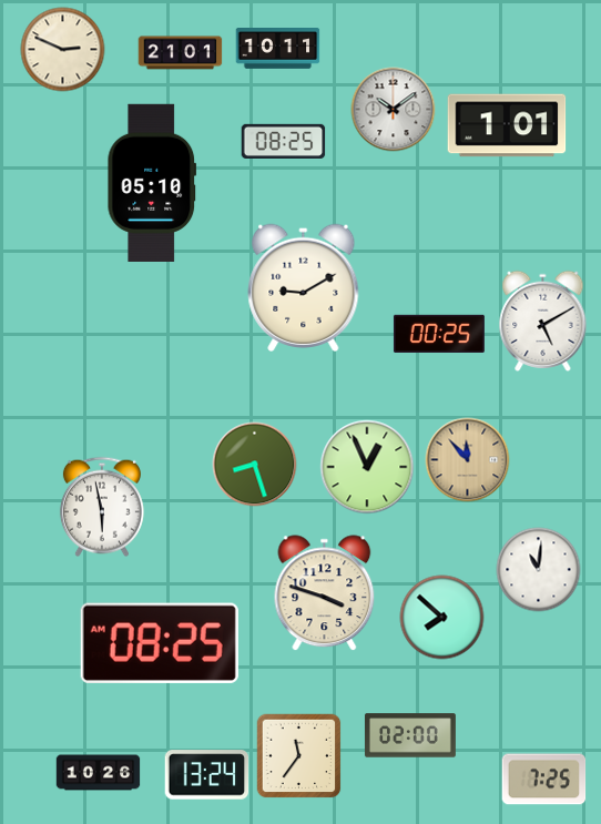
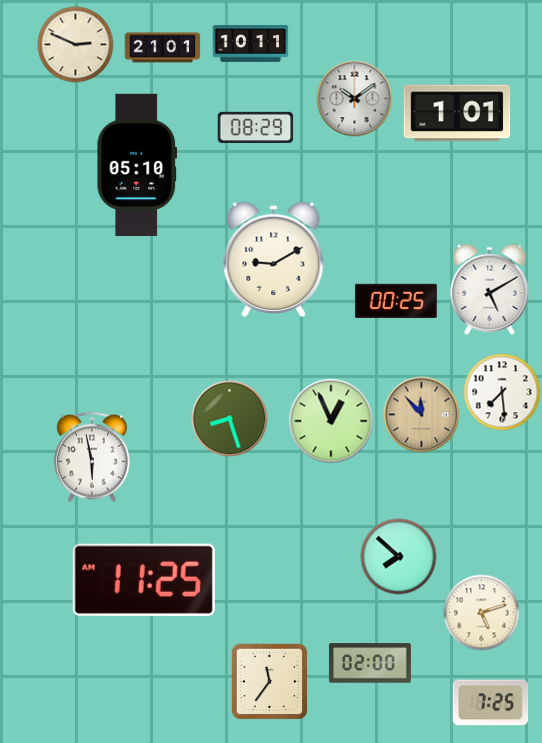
clock at (63, 50) position: (63, 50) -> (76, 45)
clock at (284, 141): 08:25 -> 08:29
clock at (502, 392): none -> 7:29
clock at (539, 570): 11:01 -> none
clock at (325, 593): 3:48 -> none
clock at (160, 643): 08:25 -> 11:25
clock at (482, 613): none -> 5:12
clock at (99, 773): 10:26 -> none
clock at (207, 775): 13:24 -> none
